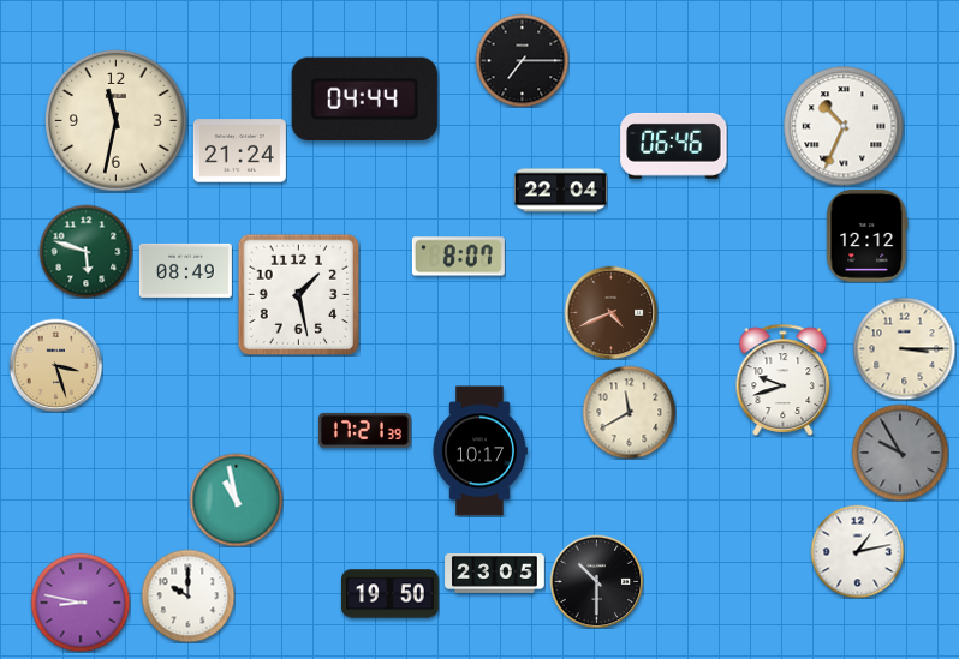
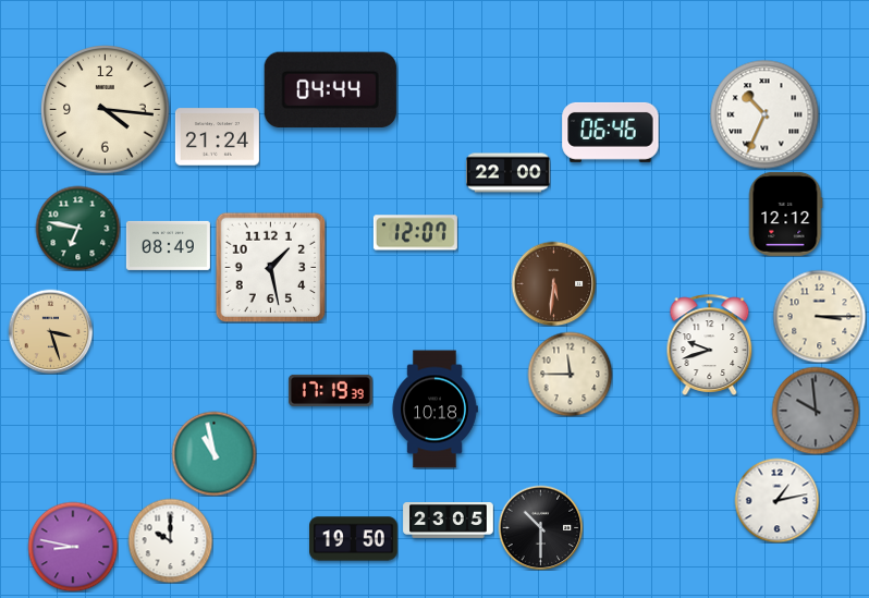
clock at (522, 60): 7:15 -> none
clock at (117, 121): 11:32 -> 4:16
clock at (560, 191): 22:04 -> 22:00
clock at (85, 251): 5:48 -> 6:47
clock at (458, 257): 8:07 -> 12:07
clock at (610, 312): 4:41 -> 5:31
clock at (629, 412): 11:40 -> 11:45
clock at (364, 430): 17:21 -> 17:19
clock at (479, 451): 10:17 -> 10:18
clock at (900, 453): 9:55 -> 9:59
